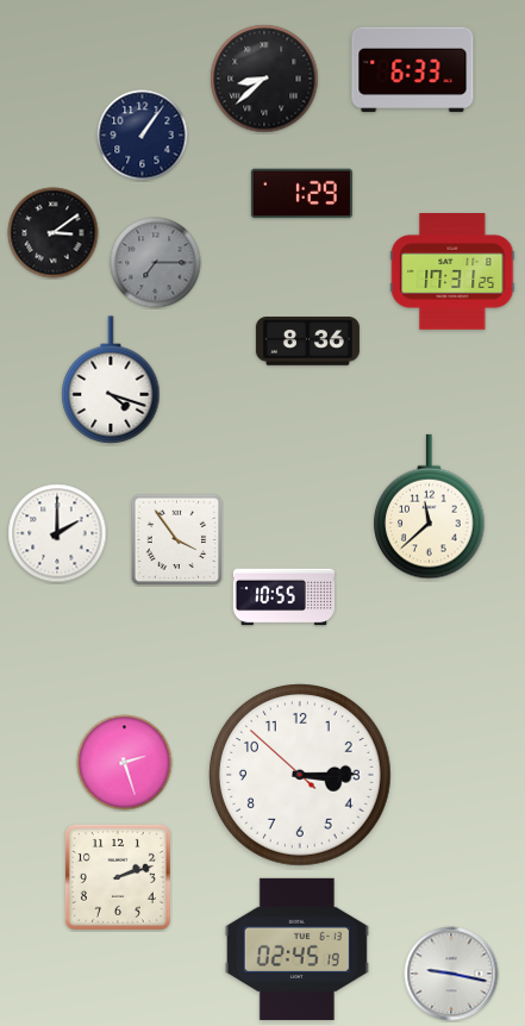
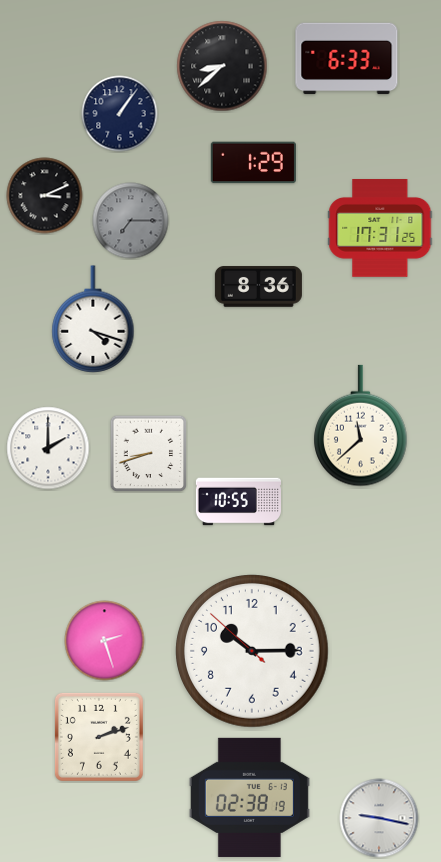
clock at (54, 233): 3:09 -> 3:11
clock at (176, 539): 3:54 -> 8:42
clock at (301, 776): 3:14 -> 10:14
clock at (296, 949): 02:45 -> 02:38
